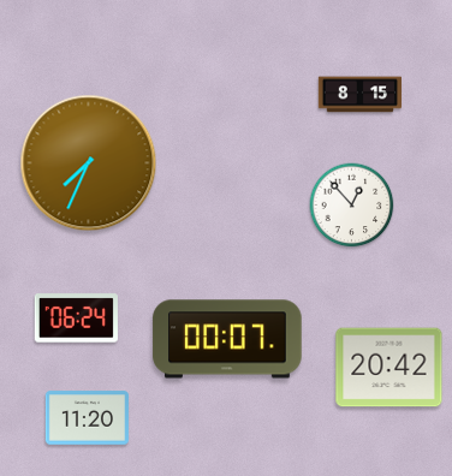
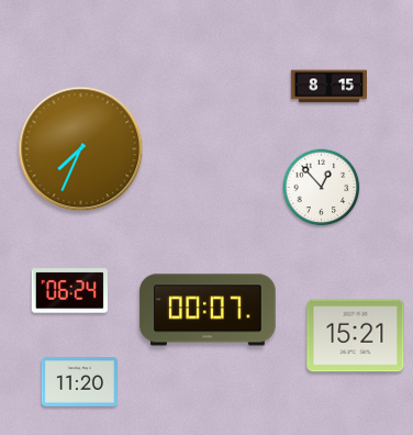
clock at (389, 368): 20:42 -> 15:21
